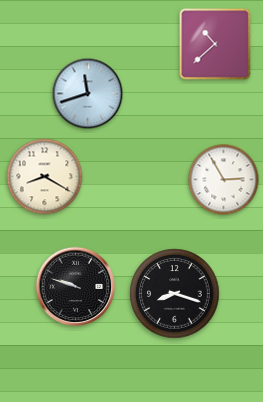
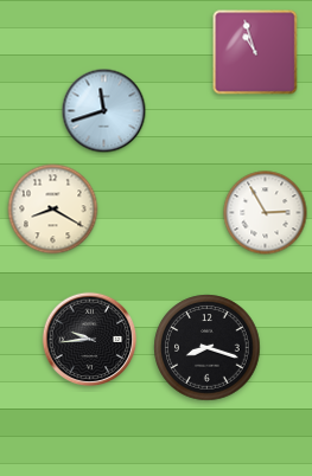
clock at (215, 44): 10:38 -> 10:57
clock at (76, 287): 9:48 -> 9:44
